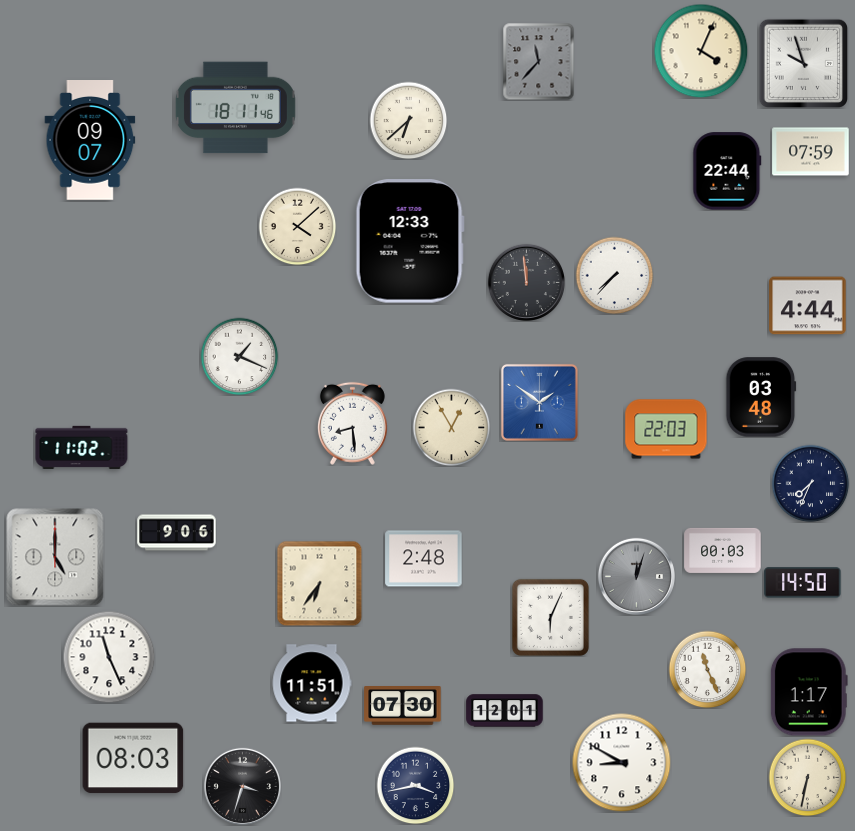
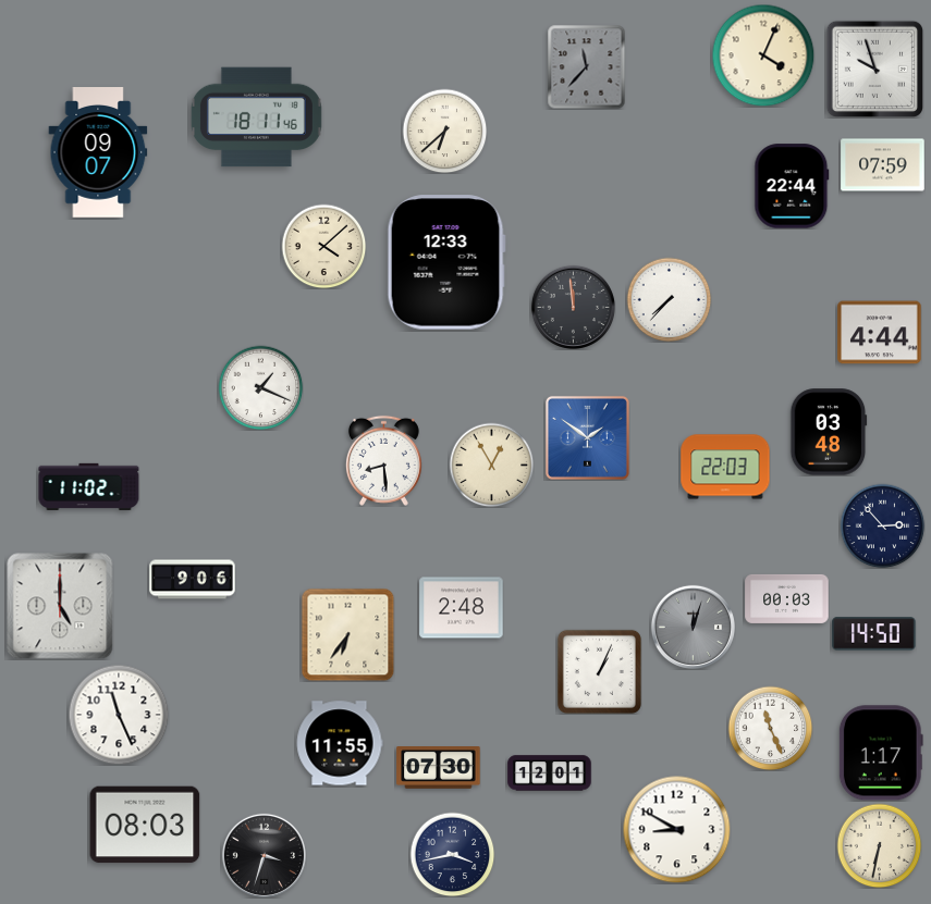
clock at (810, 483): 7:34 -> 2:53
clock at (550, 617): 6:04 -> 1:04
clock at (312, 683): 11:51 -> 11:55
